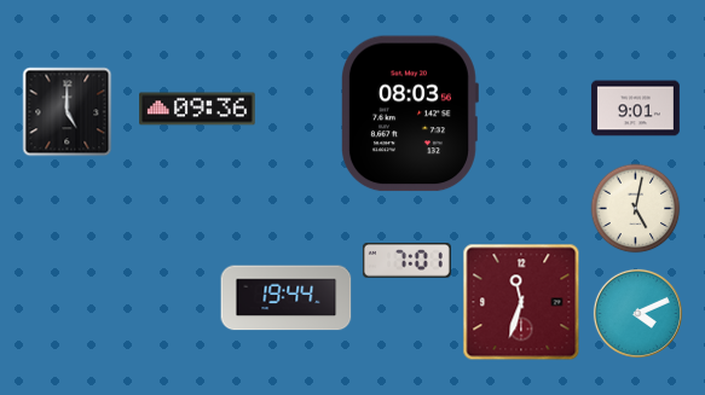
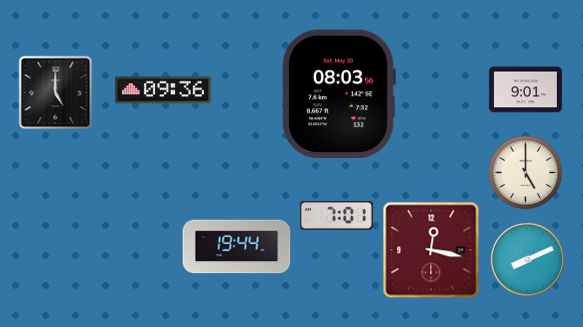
clock at (636, 209): 5:02 -> 5:00
clock at (521, 302): 11:33 -> 12:17
clock at (637, 313): 4:11 -> 8:11
